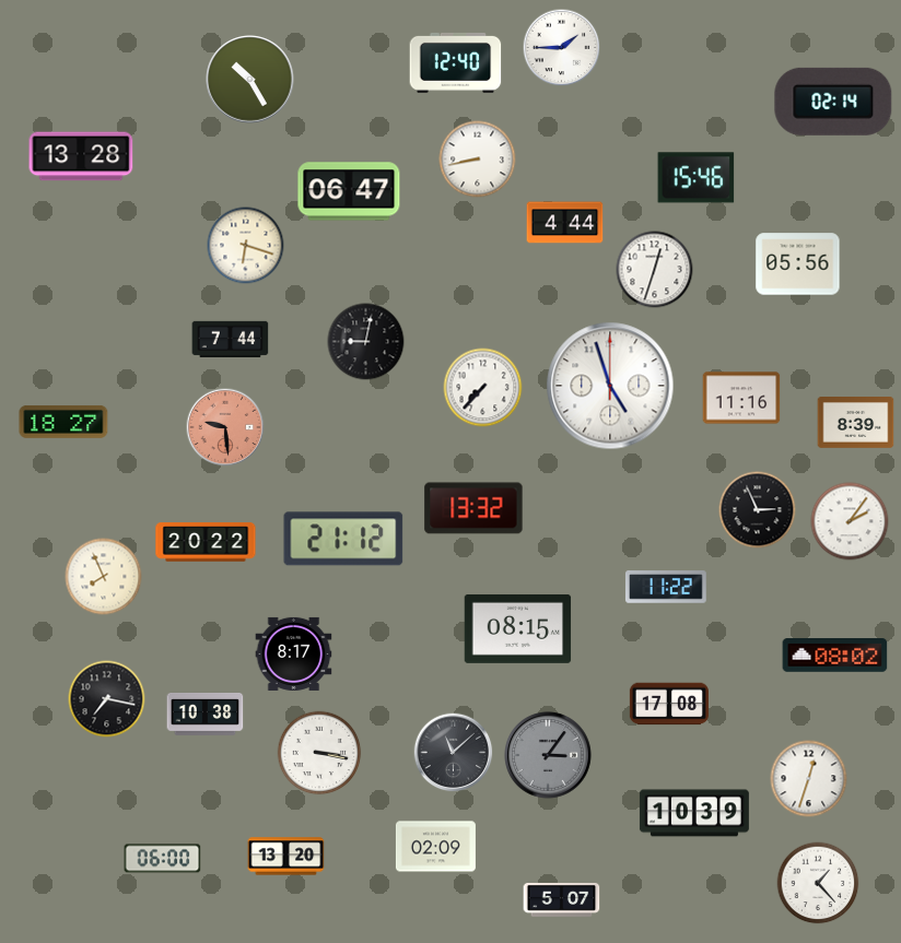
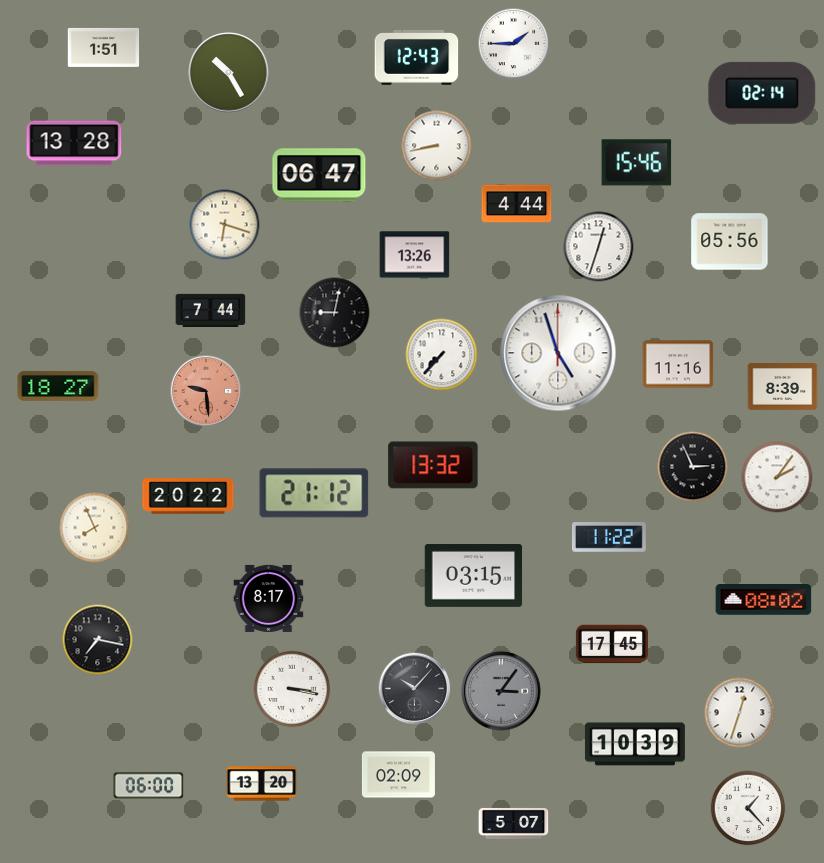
clock at (104, 47): none -> 1:51
clock at (456, 62): 12:40 -> 12:43
clock at (415, 255): none -> 13:26
clock at (518, 628): 08:15 -> 03:15
clock at (669, 704): 17:08 -> 17:45
clock at (206, 715): 10:38 -> none
clock at (454, 753): 11:08 -> 10:07
